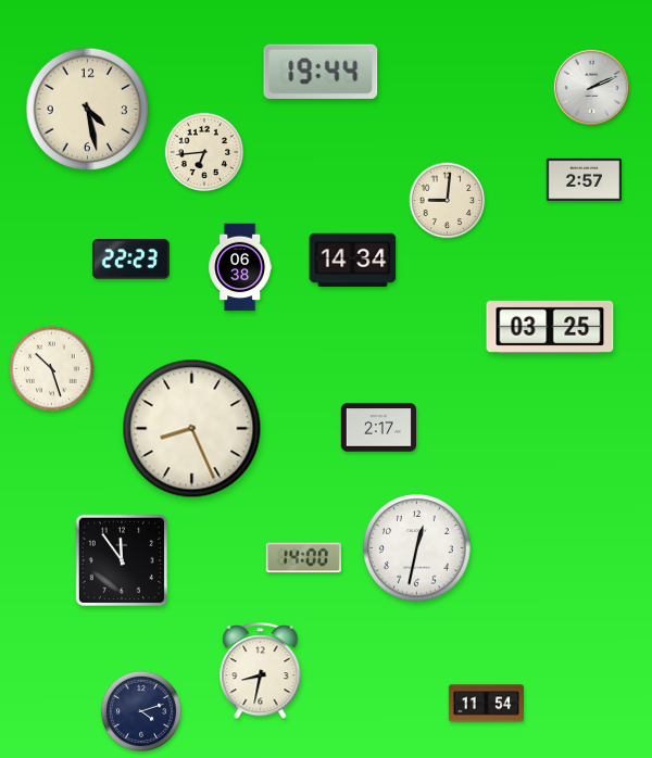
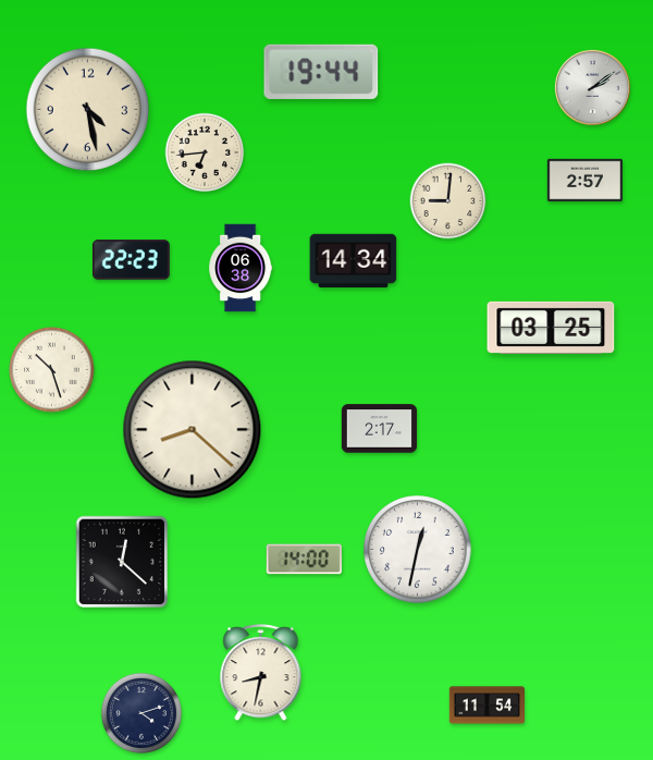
clock at (591, 87): 2:11 -> 2:09
clock at (192, 429): 8:26 -> 8:22
clock at (122, 560): 11:54 -> 12:22
